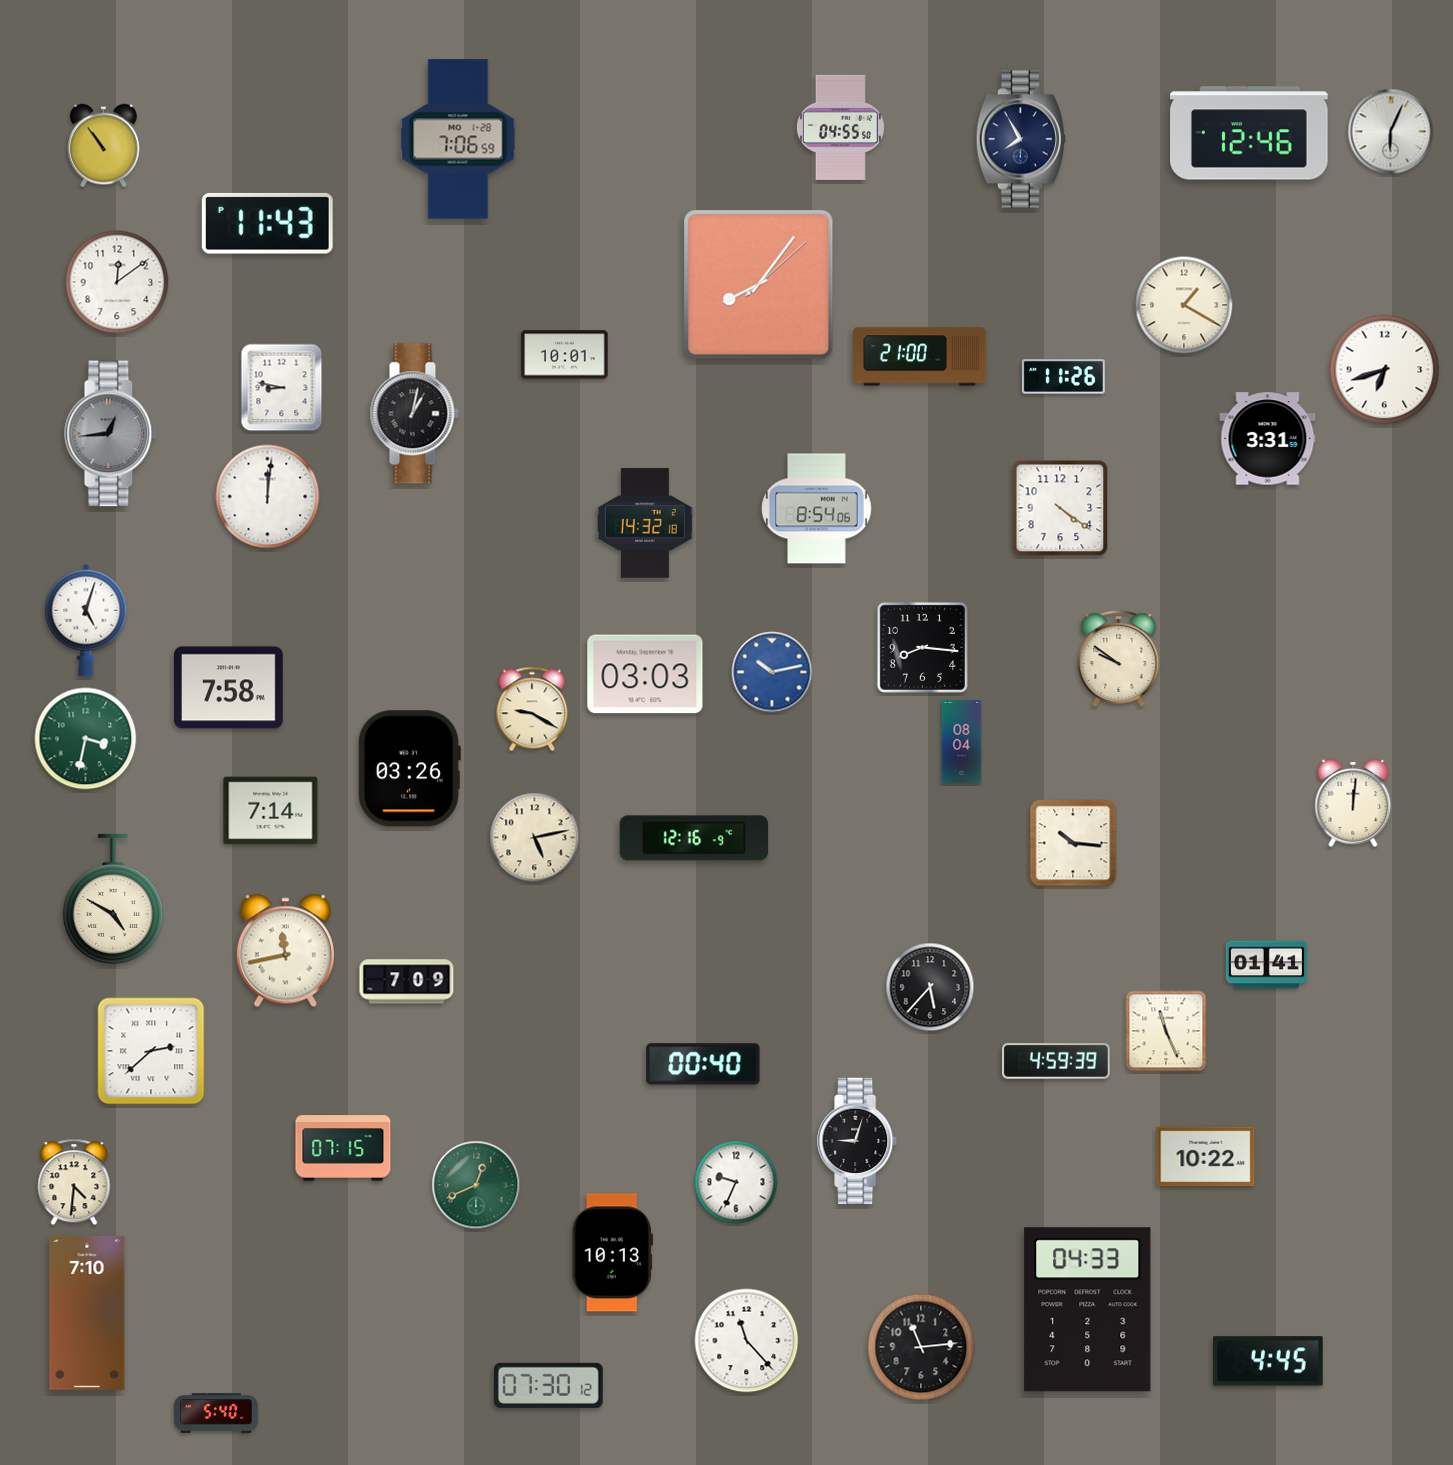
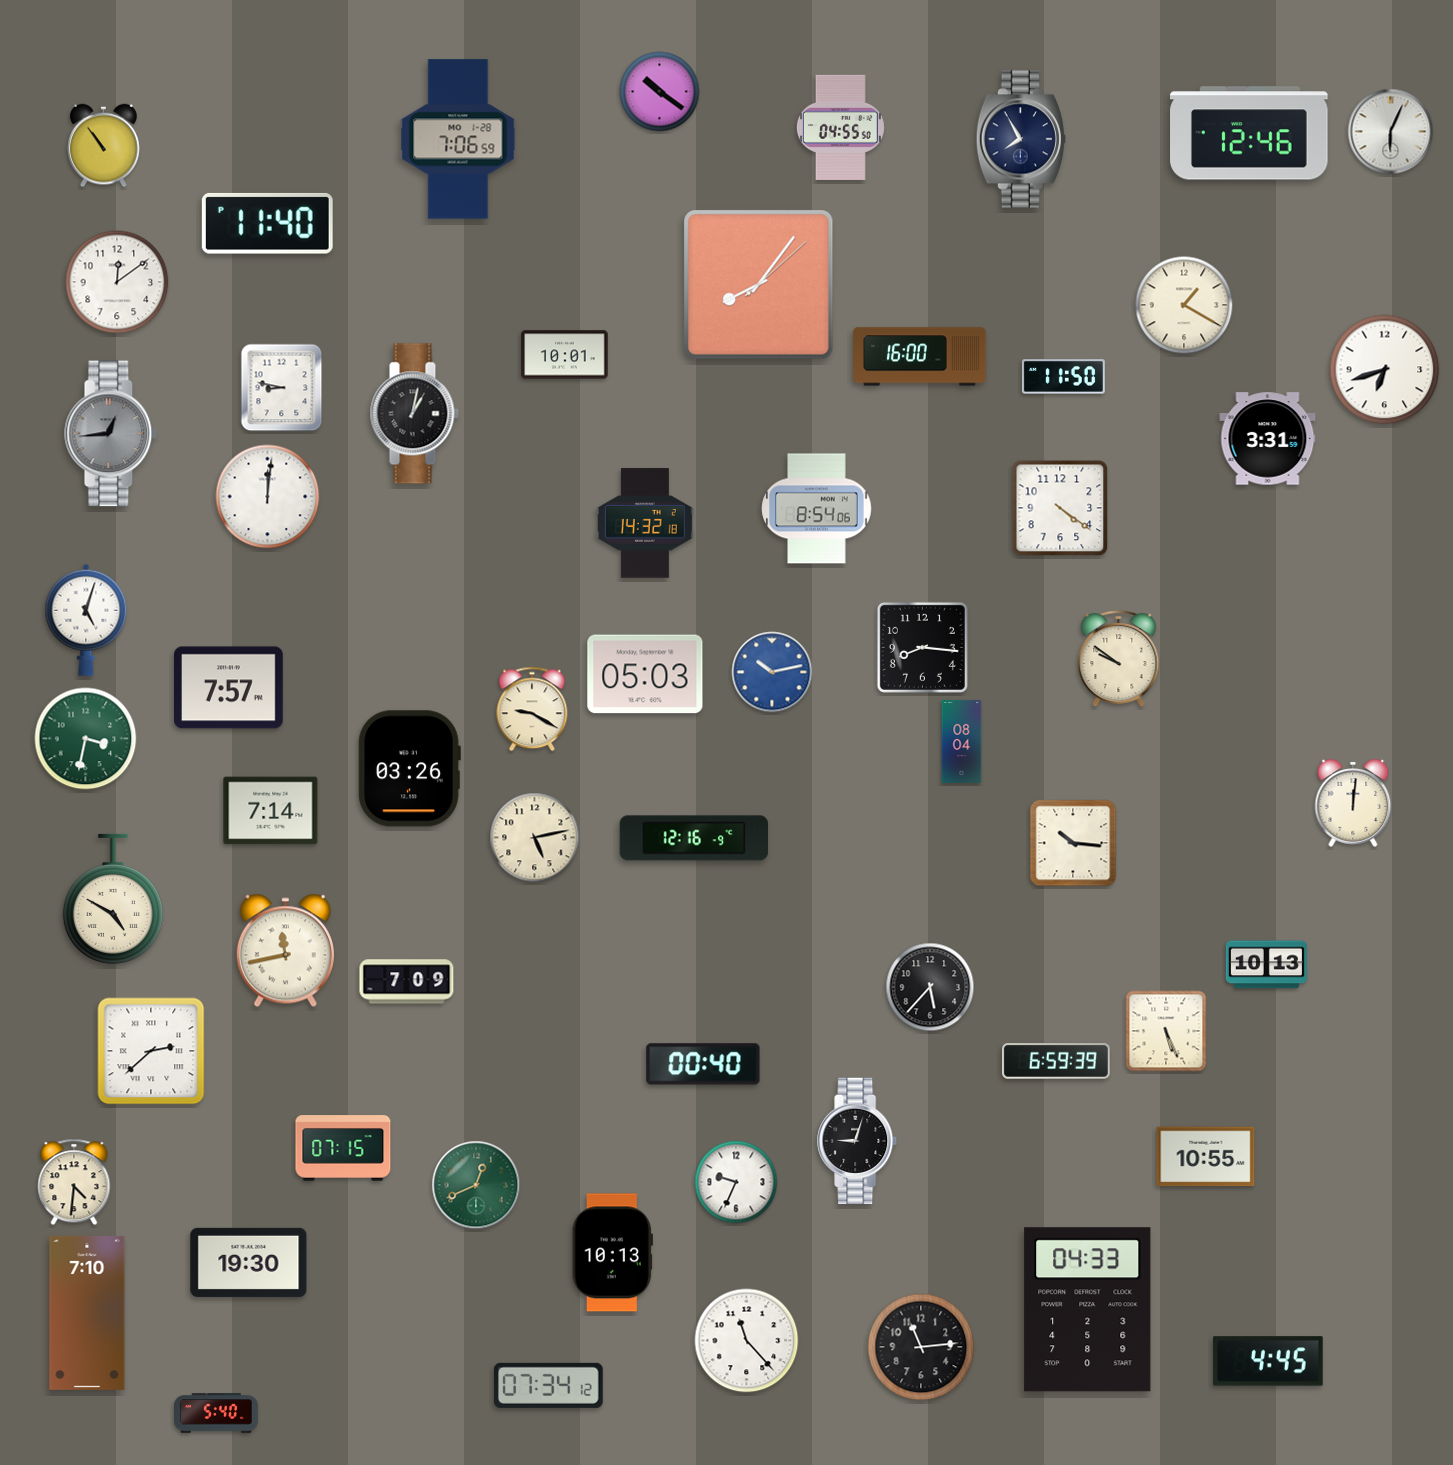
clock at (660, 92): none -> 10:21
clock at (267, 223): 11:43 -> 11:40
clock at (920, 357): 21:00 -> 16:00
clock at (1063, 377): 11:26 -> 11:50
clock at (645, 674): 03:03 -> 05:03
clock at (229, 688): 7:58 -> 7:57
clock at (1266, 965): 01:41 -> 10:13
clock at (1166, 1031): 11:26 -> 5:26
clock at (1057, 1061): 4:59 -> 6:59
clock at (1206, 1157): 10:22 -> 10:55
clock at (249, 1262): none -> 19:30
clock at (549, 1385): 07:30 -> 07:34
